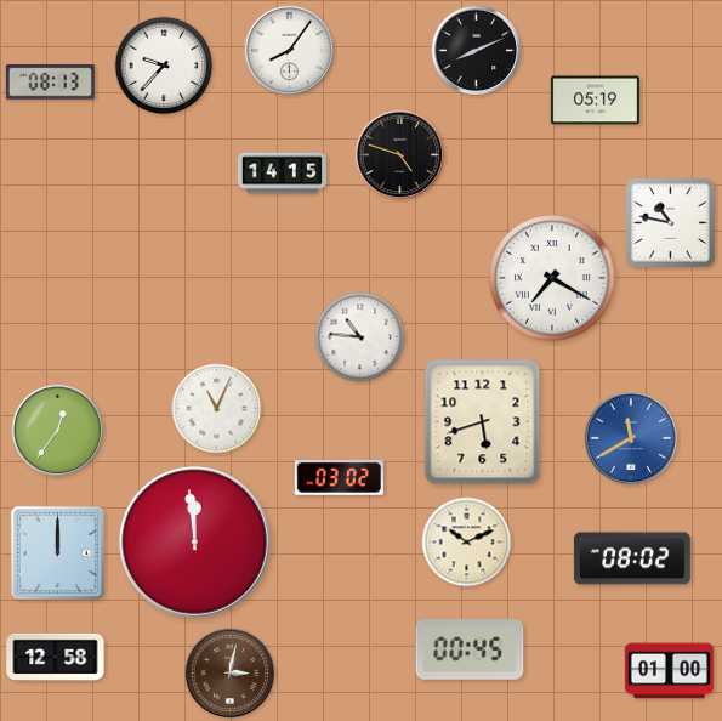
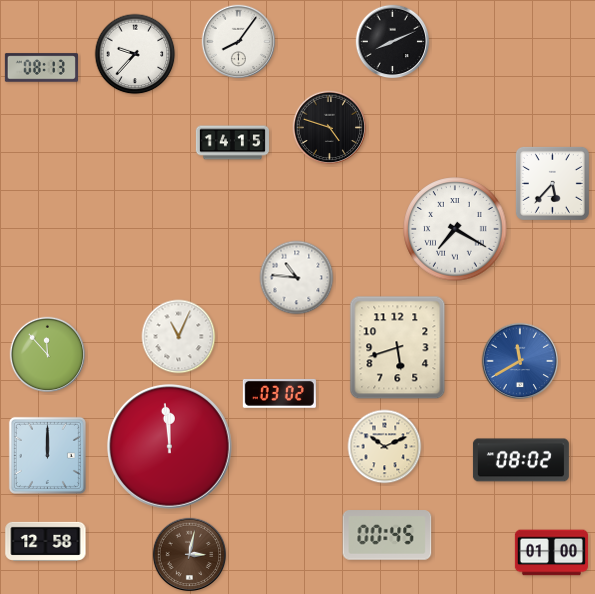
clock at (595, 101): 05:19 -> none
clock at (670, 222): 10:47 -> 5:37
clock at (58, 431): 12:36 -> 11:53
clock at (195, 543) position: (195, 543) -> (170, 447)
